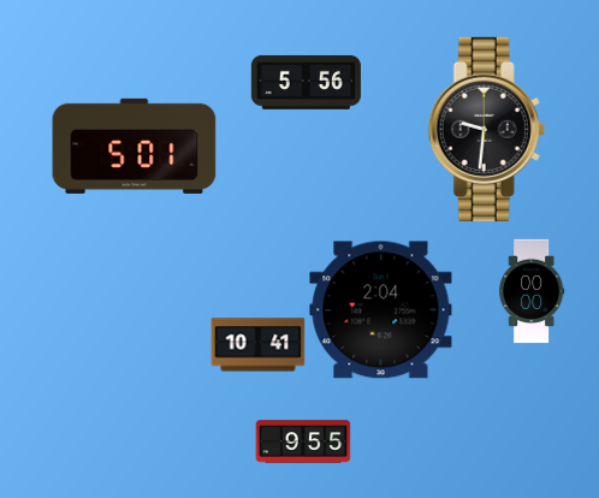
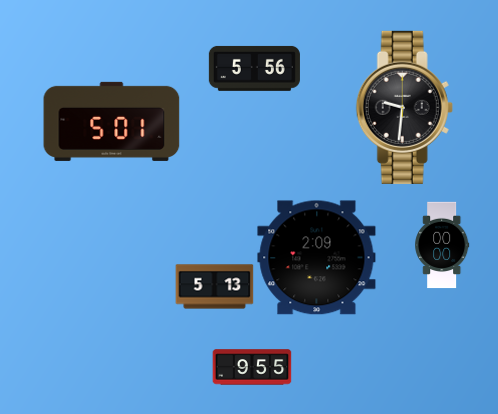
clock at (532, 291) position: (532, 291) -> (442, 245)
clock at (381, 310): 2:04 -> 2:09
clock at (257, 345): 10:41 -> 5:13
